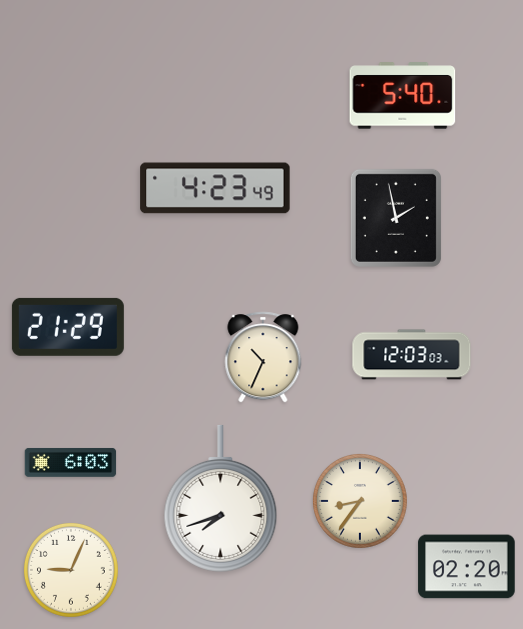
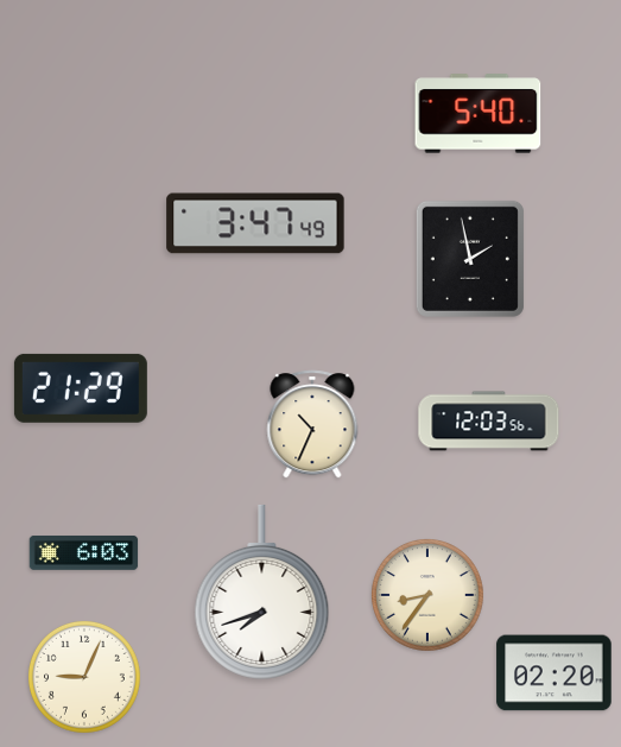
clock at (215, 188): 4:23 -> 3:47
clock at (412, 355): 12:03:03 -> 12:03:56
clock at (71, 462) position: (71, 462) -> (84, 552)
